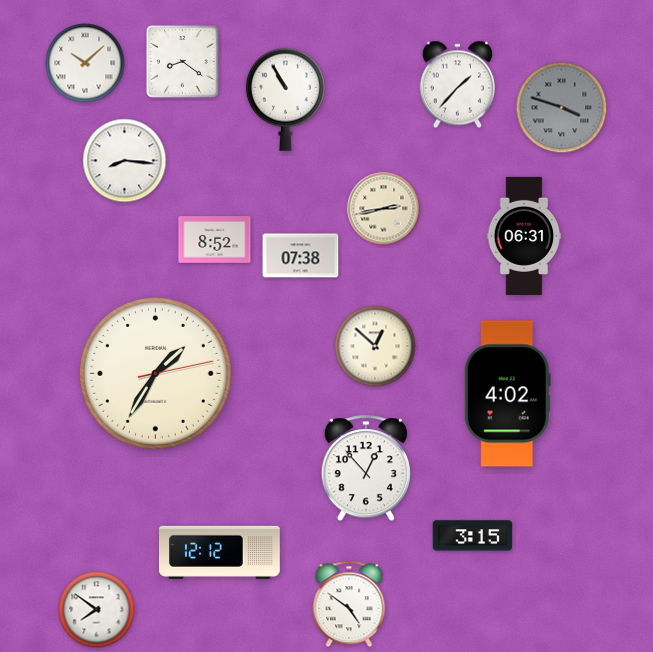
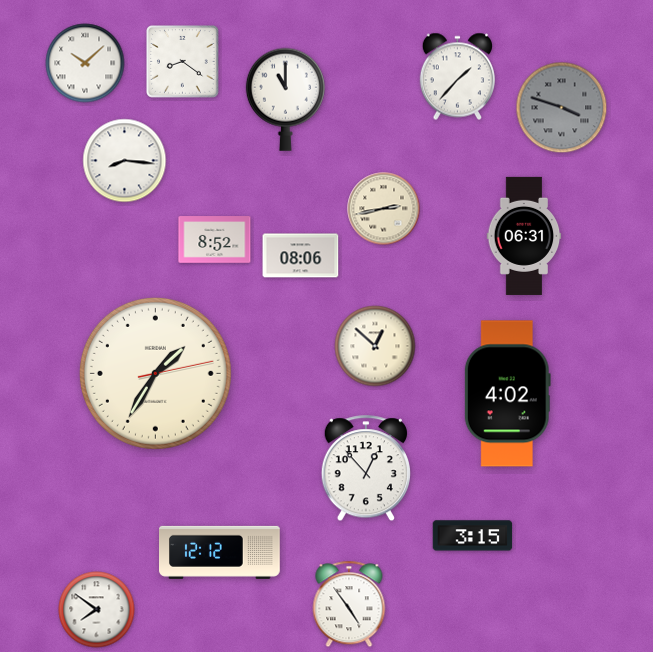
clock at (457, 85) position: (457, 85) -> (457, 77)
clock at (285, 99): 10:55 -> 11:00
clock at (301, 256): 07:38 -> 08:06
clock at (349, 604): 4:51 -> 4:54
